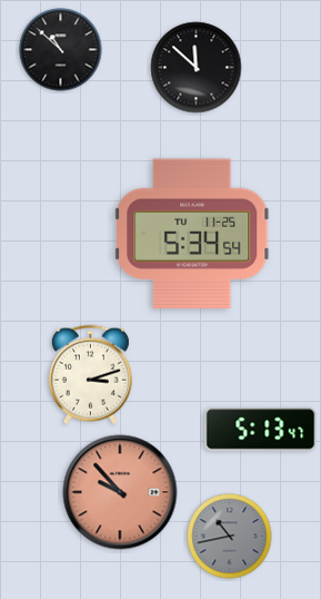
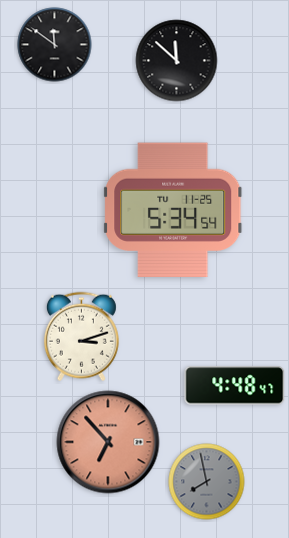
clock at (61, 50): 10:52 -> 11:51
clock at (261, 430): 5:13 -> 4:48
clock at (120, 492): 9:53 -> 6:53
clock at (230, 537): 10:43 -> 7:58
